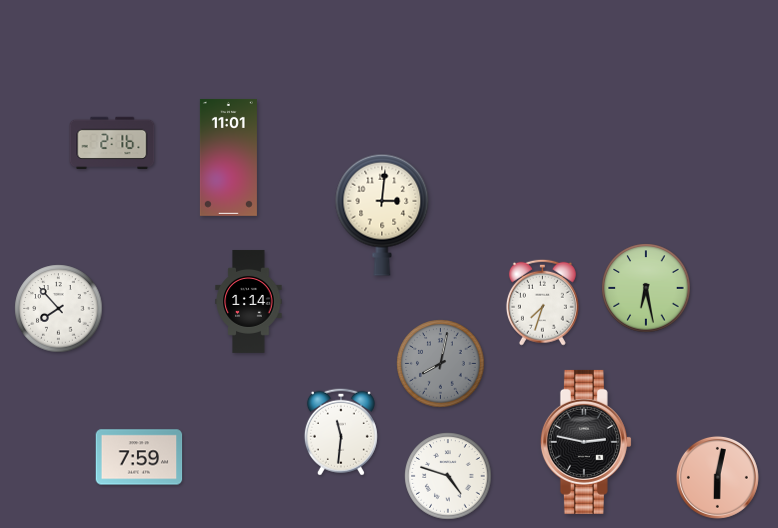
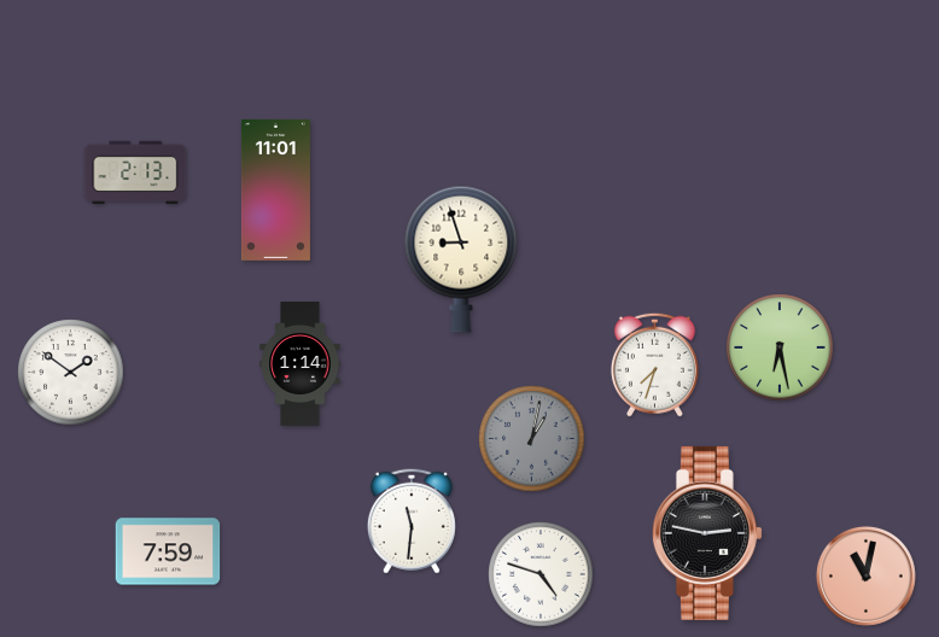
clock at (112, 142): 2:16 -> 2:13
clock at (382, 215): 3:01 -> 8:57
clock at (59, 309): 7:53 -> 1:51
clock at (441, 364): 8:02 -> 1:02
clock at (717, 477): 6:02 -> 11:02
